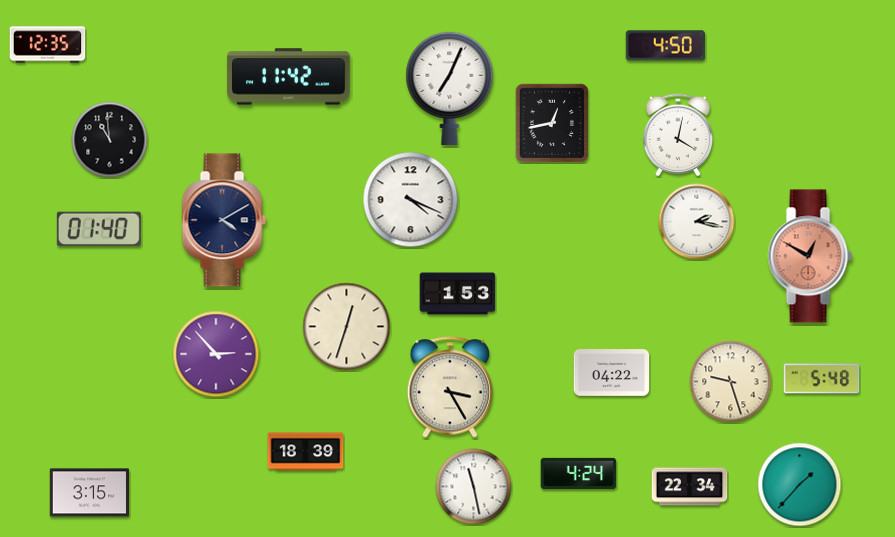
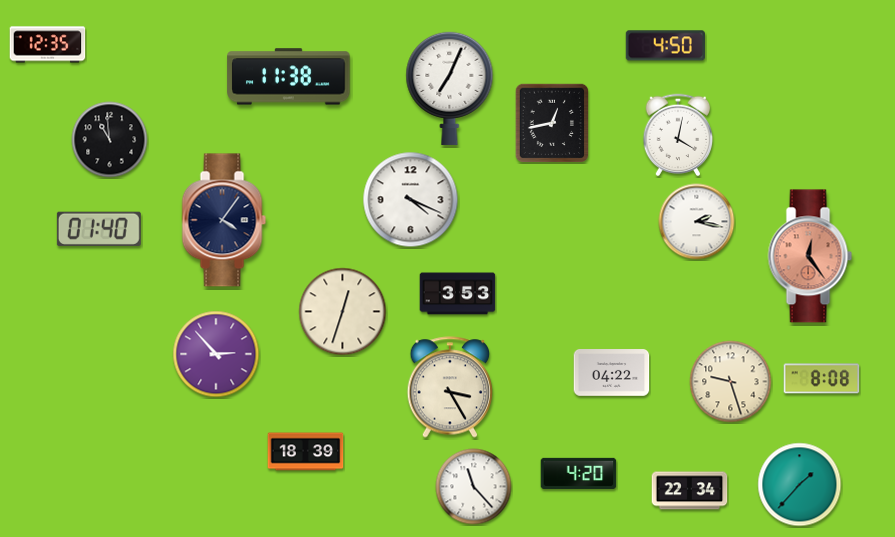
clock at (289, 77): 11:42 -> 11:38
clock at (224, 220): 4:10 -> 4:06
clock at (810, 256): 12:50 -> 12:24
clock at (458, 294): 1:53 -> 3:53
clock at (347, 327) position: (347, 327) -> (343, 312)
clock at (822, 379): 5:48 -> 8:08
clock at (579, 473): 4:24 -> 4:20
clock at (474, 487): 11:28 -> 11:23
clock at (690, 487) position: (690, 487) -> (690, 491)
clock at (89, 493): 3:15 -> none
